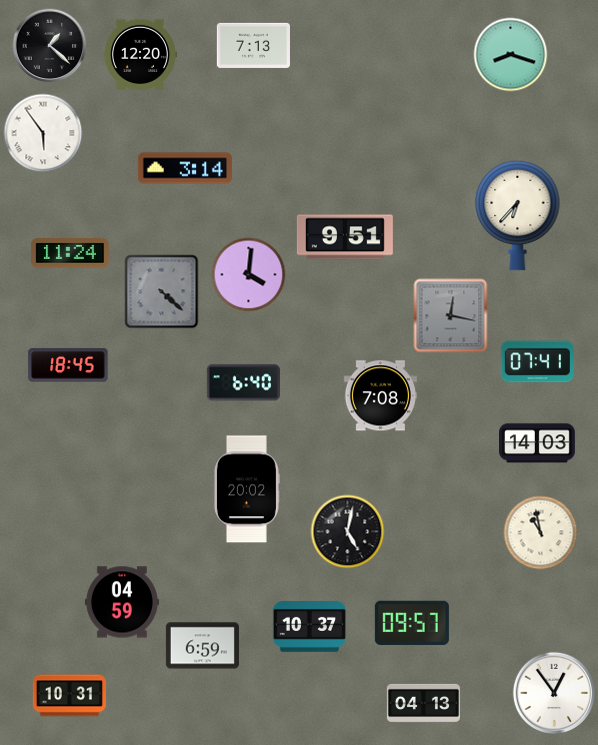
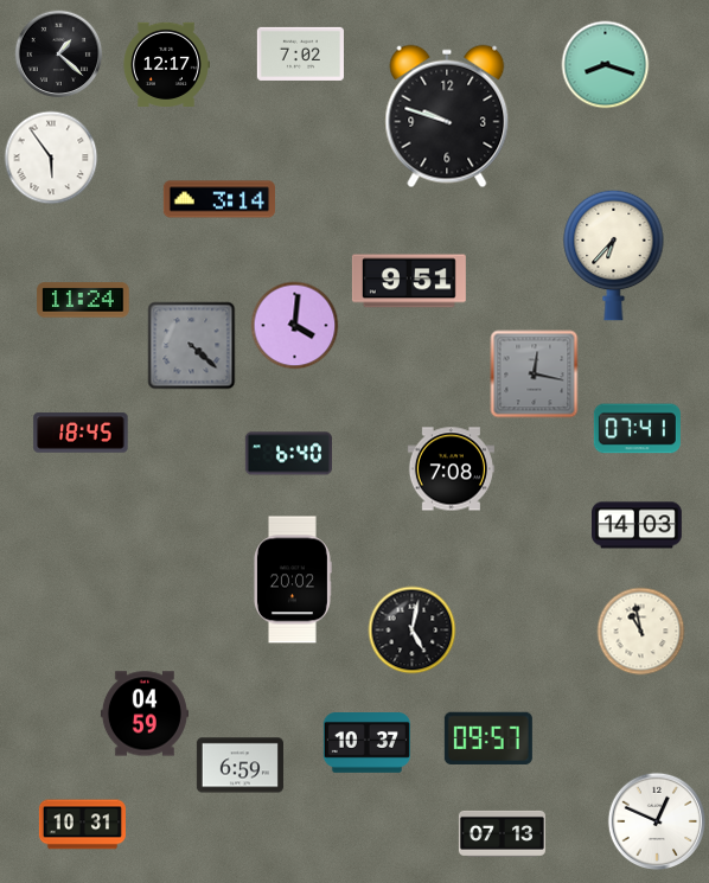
clock at (253, 45): 7:13 -> 7:02
clock at (140, 54): 12:20 -> 12:17
clock at (447, 116): none -> 9:48
clock at (554, 693): 12:54 -> 12:49
clock at (423, 703): 04:13 -> 07:13
